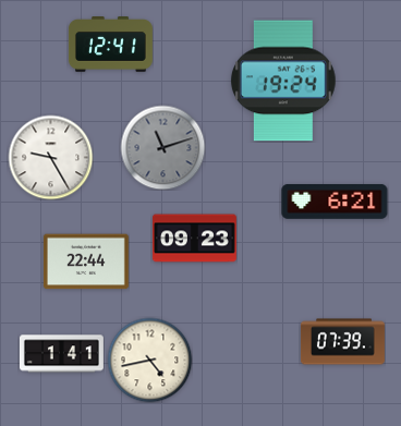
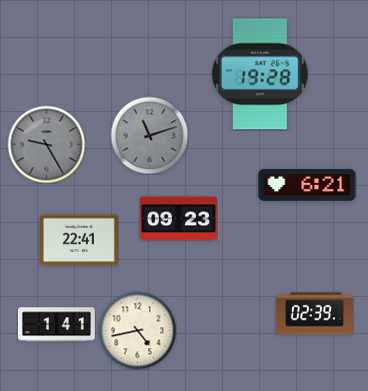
clock at (110, 45): 12:41 -> none
clock at (283, 81): 19:24 -> 19:28
clock at (50, 157) dial: white -> grey
clock at (86, 261): 22:44 -> 22:41
clock at (342, 342): 07:39 -> 02:39
